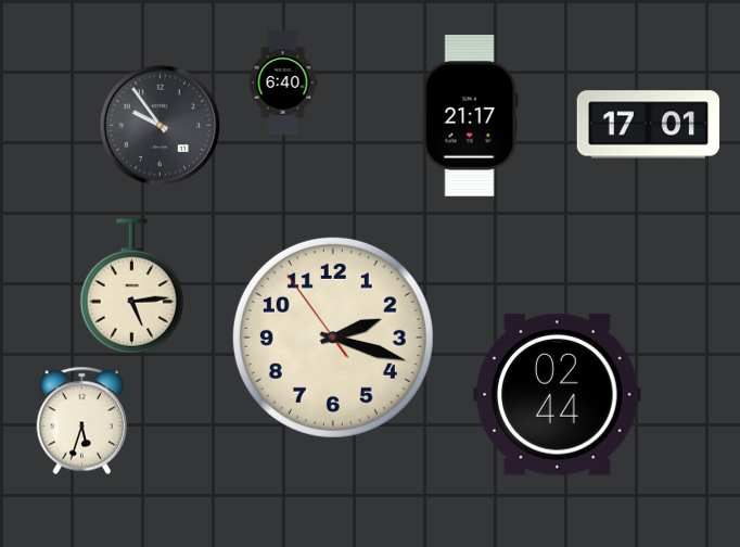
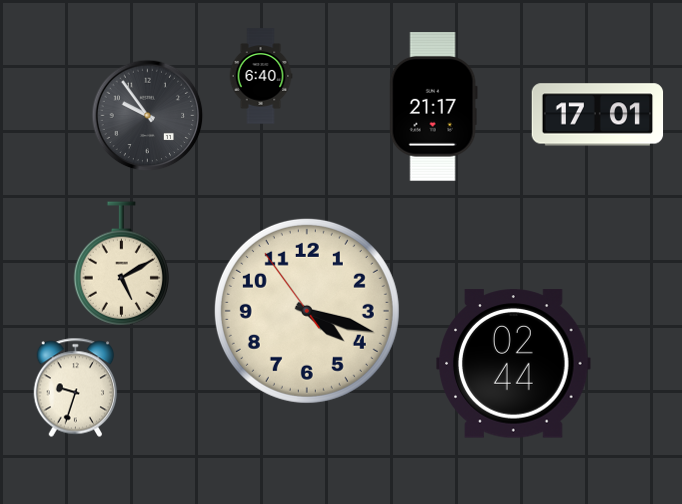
clock at (131, 287): 5:14 -> 5:10
clock at (333, 338): 2:17 -> 4:17
clock at (82, 420): 5:33 -> 9:33
